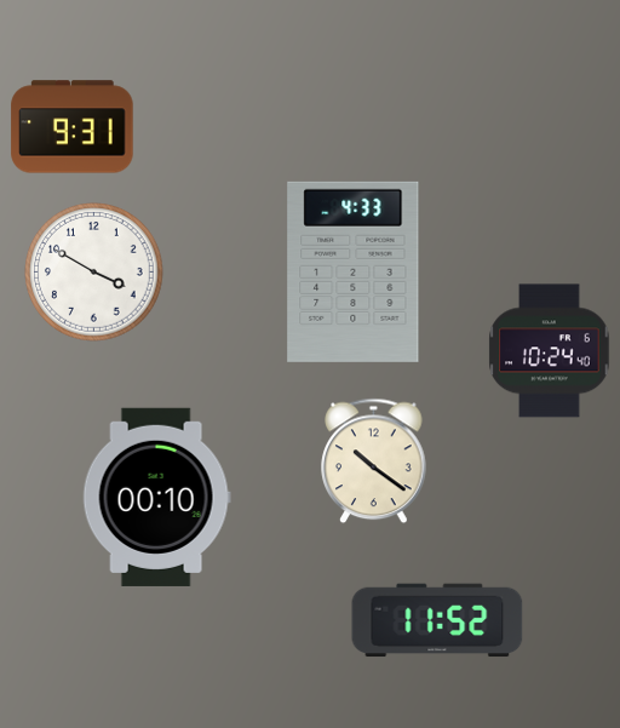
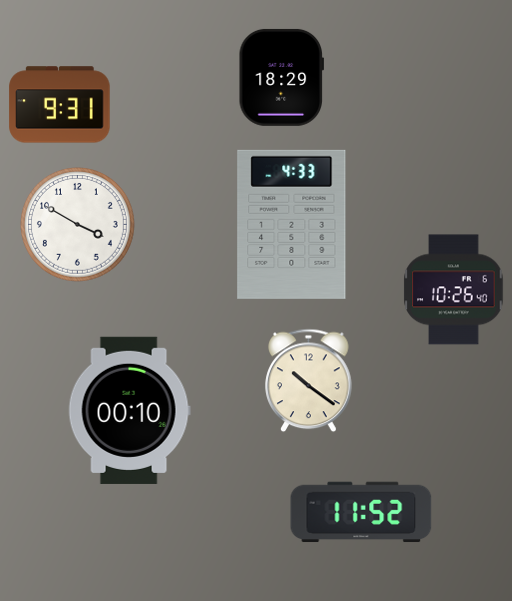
clock at (281, 77): none -> 18:29
clock at (550, 351): 10:24 -> 10:26
